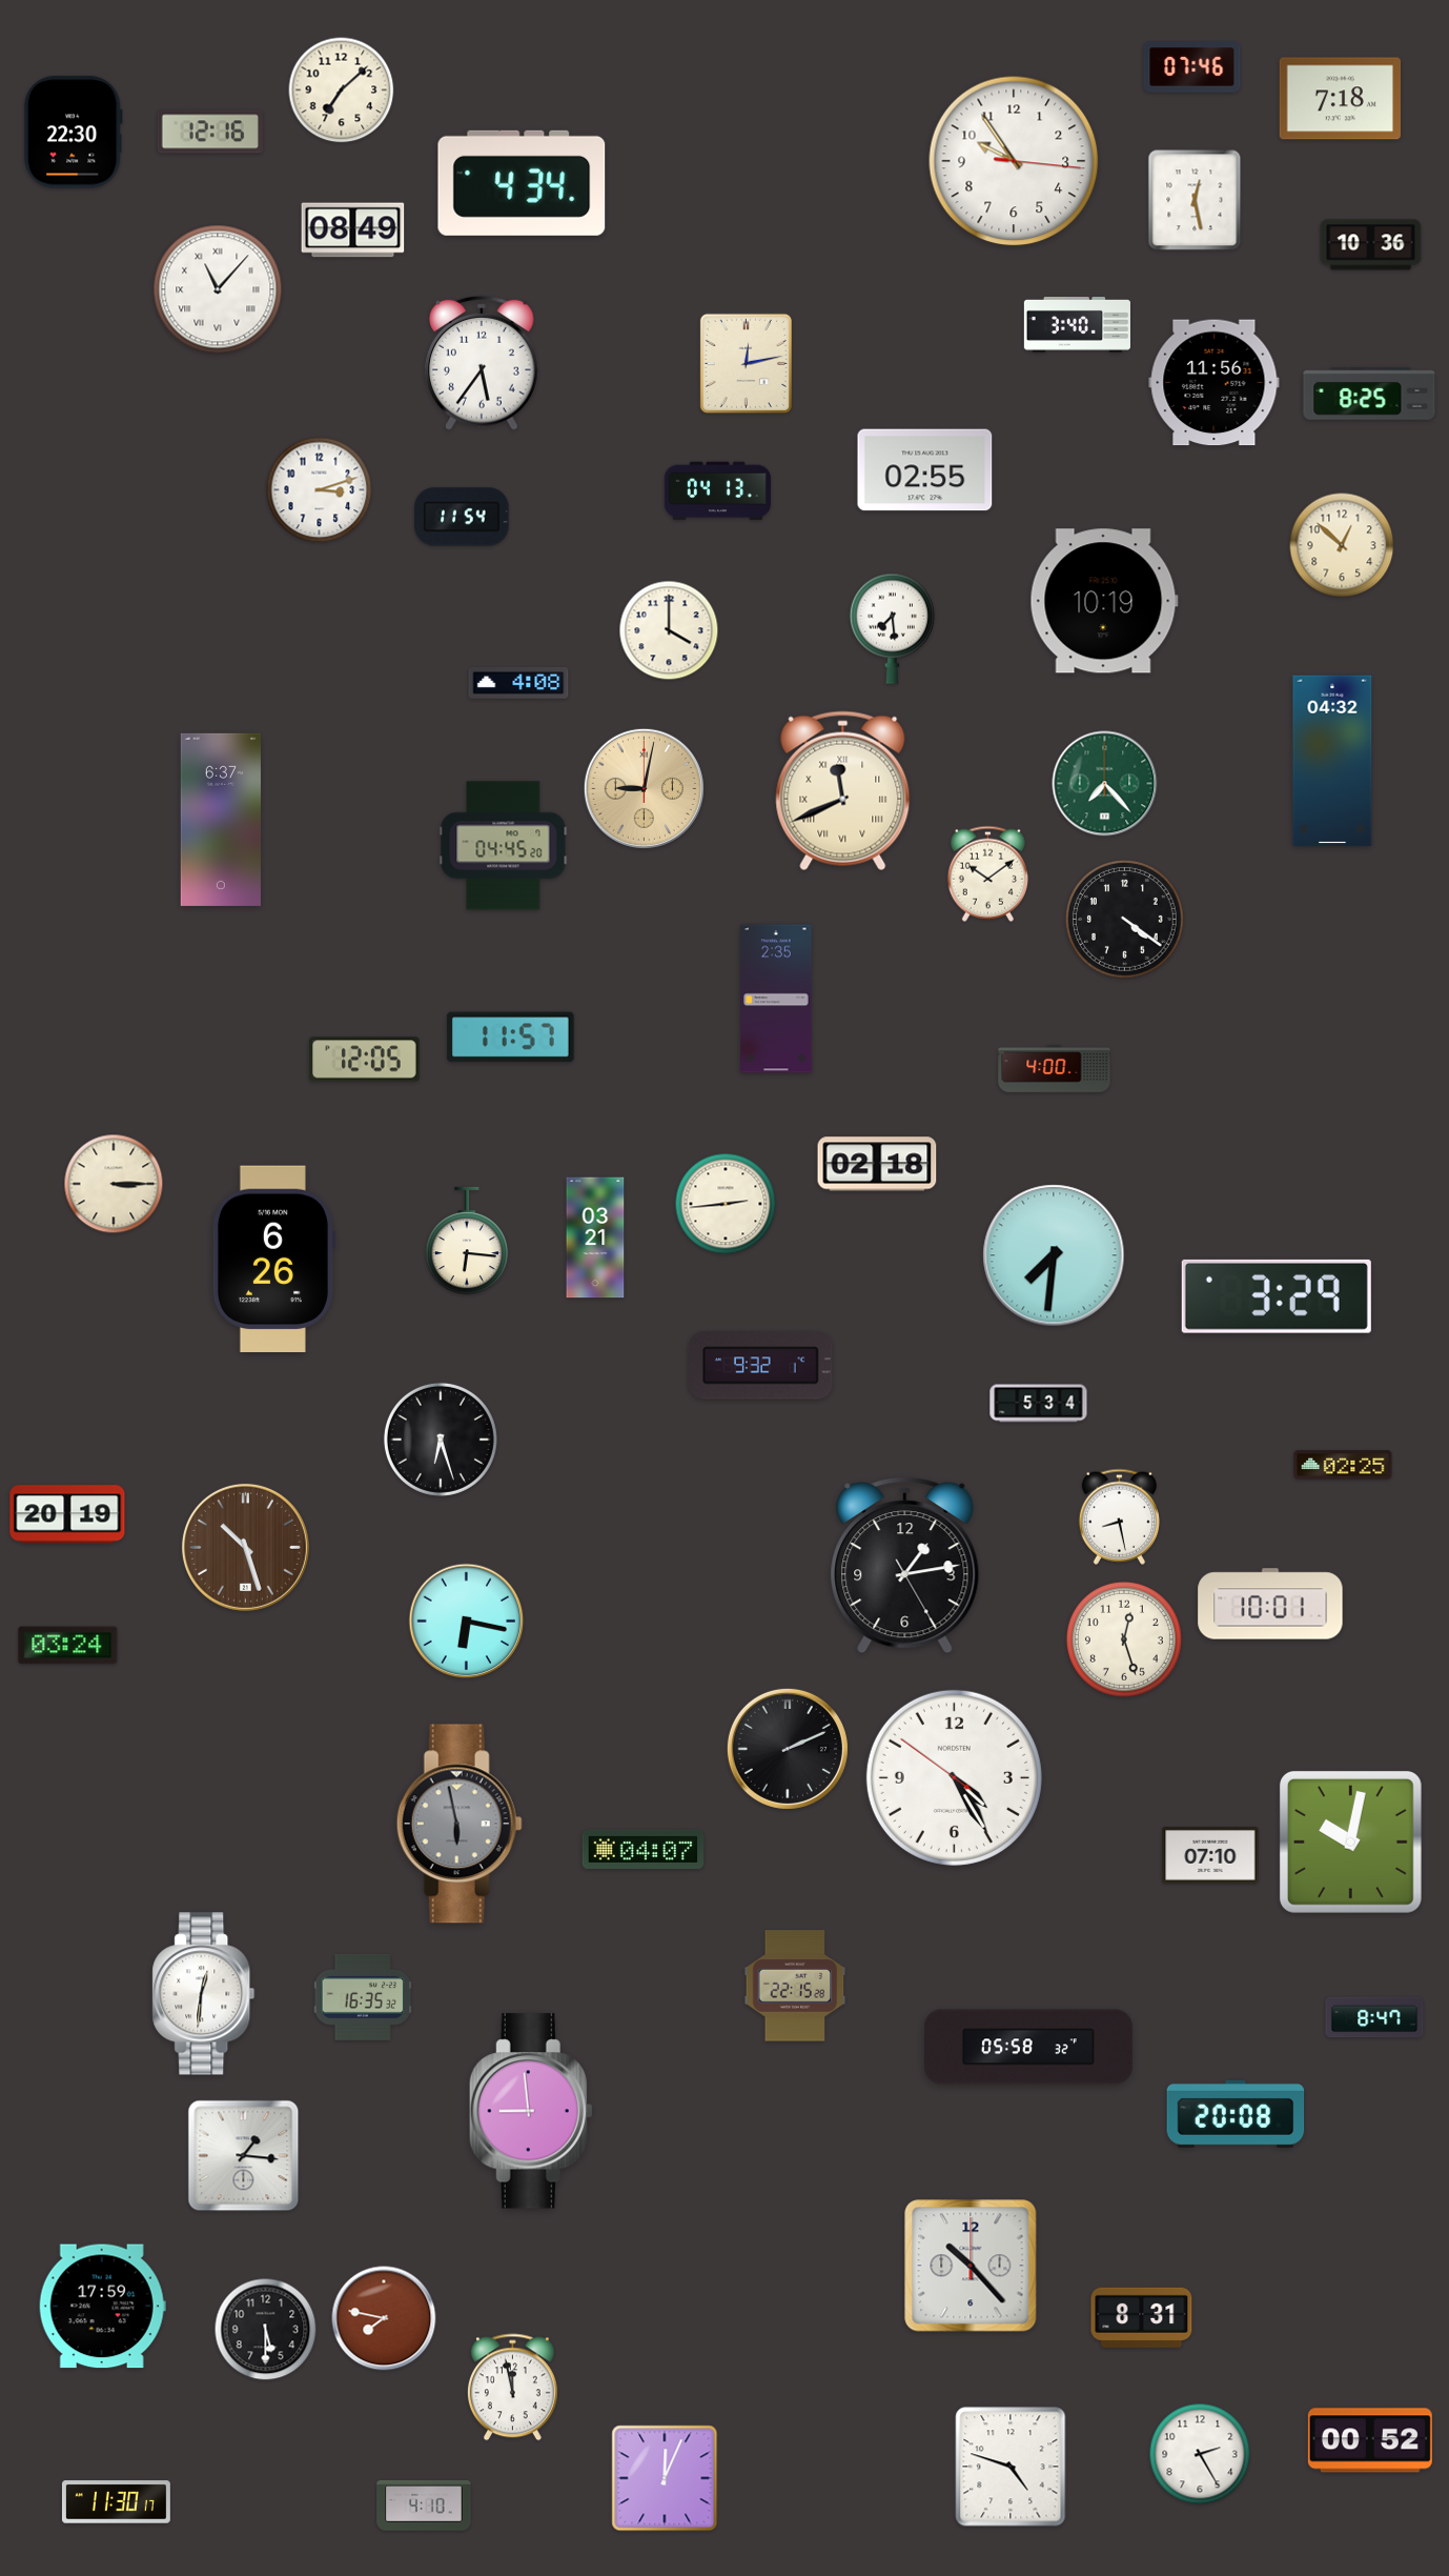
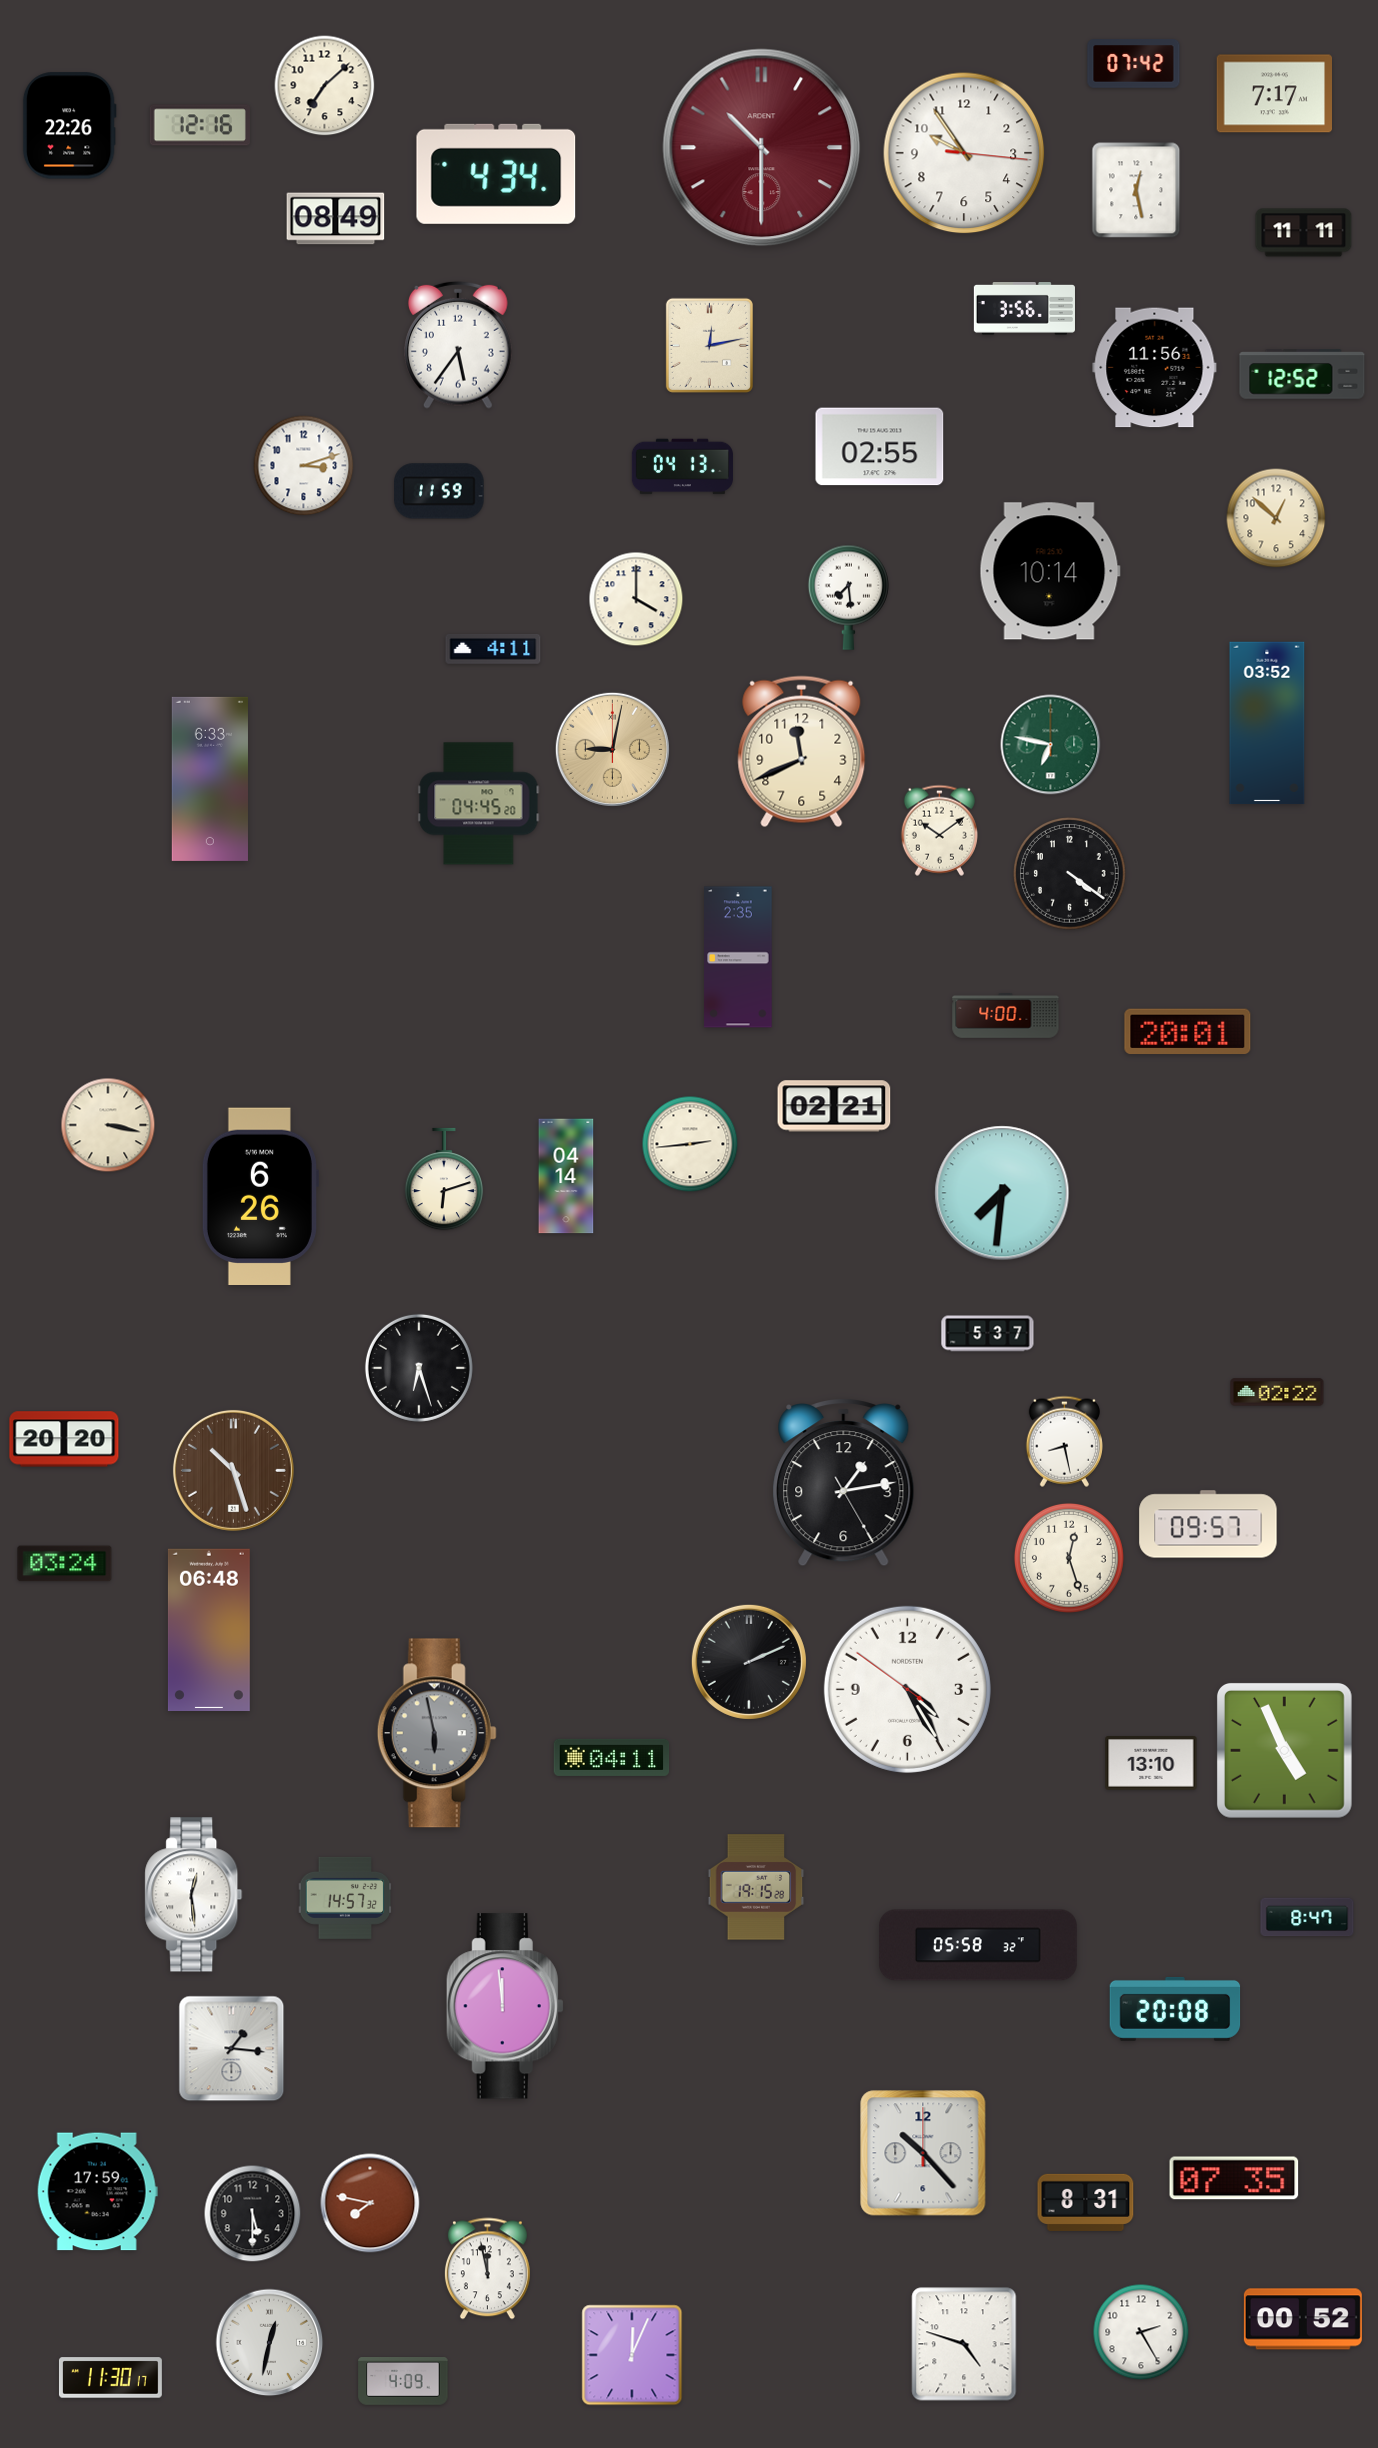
clock at (1192, 67): 07:46 -> 07:42
clock at (1341, 99): 7:18 -> 7:17
clock at (73, 133): 22:30 -> 22:26
clock at (762, 148): none -> 10:30
clock at (1371, 245): 10:36 -> 11:11
clock at (218, 289): 11:07 -> none
clock at (1077, 325): 3:40 -> 3:56
clock at (1215, 383) position: (1215, 383) -> (1155, 368)
clock at (1369, 394): 8:25 -> 12:52
clock at (462, 517): 11:54 -> 11:59
clock at (1104, 601): 10:19 -> 10:14
clock at (518, 683): 4:08 -> 4:11
clock at (1332, 761): 04:32 -> 03:52
clock at (1105, 784): 7:23 -> 6:47
clock at (843, 791) numerals: Roman -> Arabic
clock at (221, 820): 6:37 -> 6:33
clock at (776, 999) position: (776, 999) -> (738, 957)
clock at (511, 1038): 11:57 -> none
clock at (365, 1060): 12:05 -> none
clock at (1055, 1069) position: (1055, 1069) -> (1006, 1016)
clock at (1188, 1032): none -> 20:01
clock at (877, 1164): 02:18 -> 02:21
clock at (114, 1184): 3:15 -> 3:17
clock at (595, 1237): 03:21 -> 04:14
clock at (467, 1241): 6:16 -> 6:12
clock at (1277, 1296): 3:29 -> none
clock at (761, 1366): 9:32 -> none
clock at (1039, 1404): 5:34 -> 5:37
clock at (1343, 1465): 02:25 -> 02:22
clock at (67, 1514): 20:19 -> 20:20
clock at (905, 1566) position: (905, 1566) -> (844, 1483)
clock at (1270, 1604): 10:01 -> 09:57
clock at (467, 1622): 6:17 -> none
clock at (209, 1630): none -> 06:48
clock at (1350, 1842): 10:02 -> 4:56
clock at (644, 1849): 04:07 -> 04:11
clock at (1210, 1856): 07:10 -> 13:10
clock at (795, 1986): 22:15 -> 19:15
clock at (204, 1994): 12:31 -> 12:29
clock at (363, 1997): 16:35 -> 14:57
clock at (531, 2111): 8:59 -> 11:59
clock at (1234, 2178): none -> 07:35
clock at (384, 2318) position: (384, 2318) -> (370, 2203)
clock at (270, 2343): none -> 12:32
clock at (1011, 2467) position: (1011, 2467) -> (964, 2344)
clock at (424, 2507): 4:10 -> 4:09
